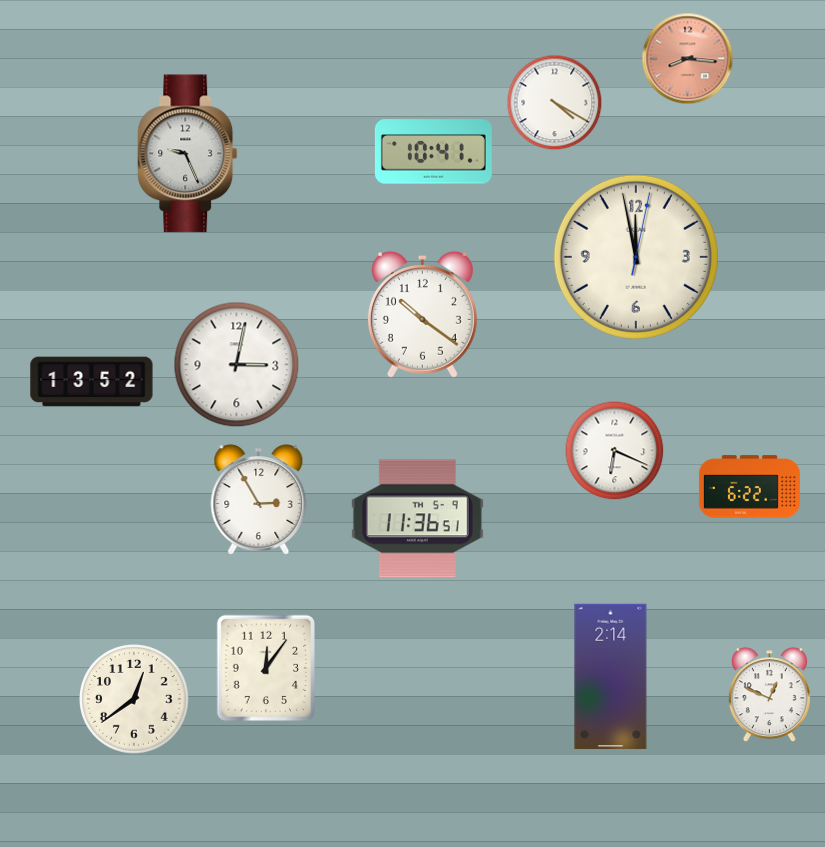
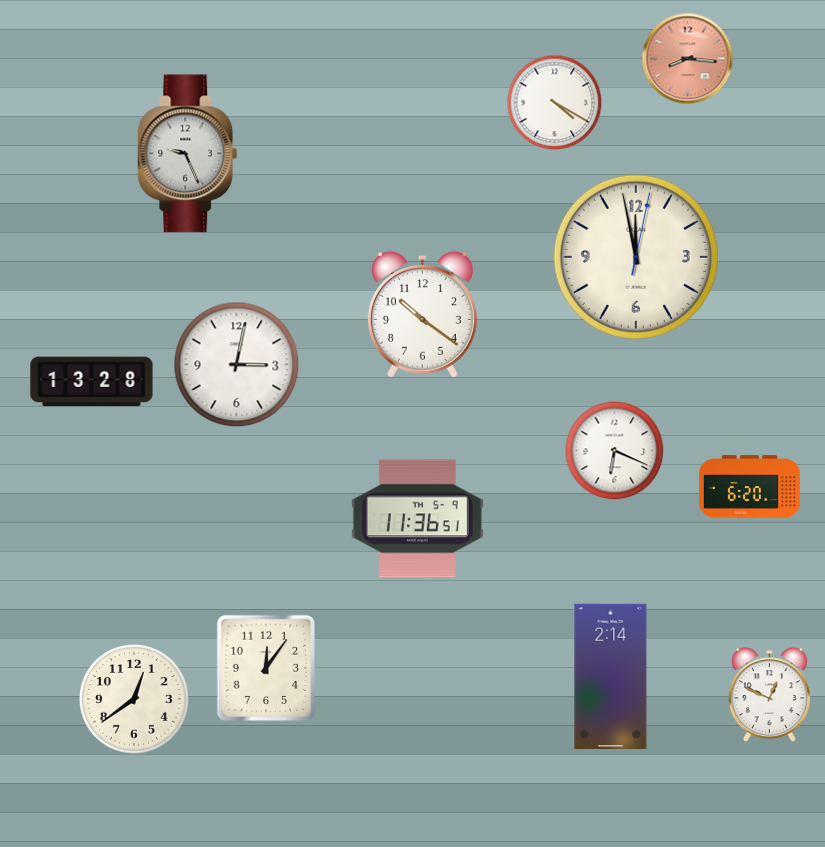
clock at (433, 152): 10:41 -> none
clock at (92, 382): 13:52 -> 13:28
clock at (749, 487): 6:22 -> 6:20
clock at (259, 500): 2:55 -> none
